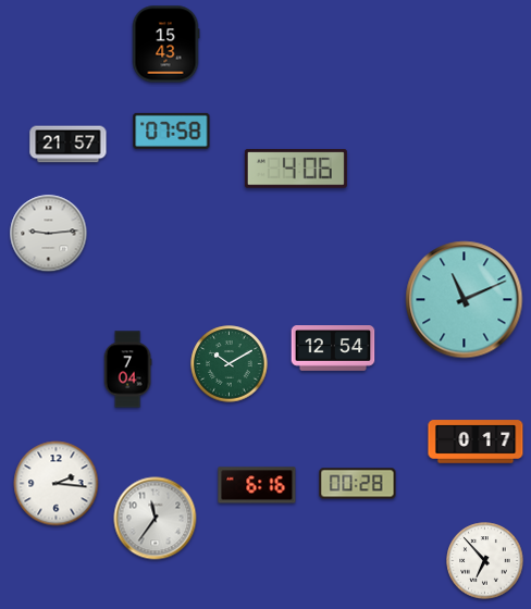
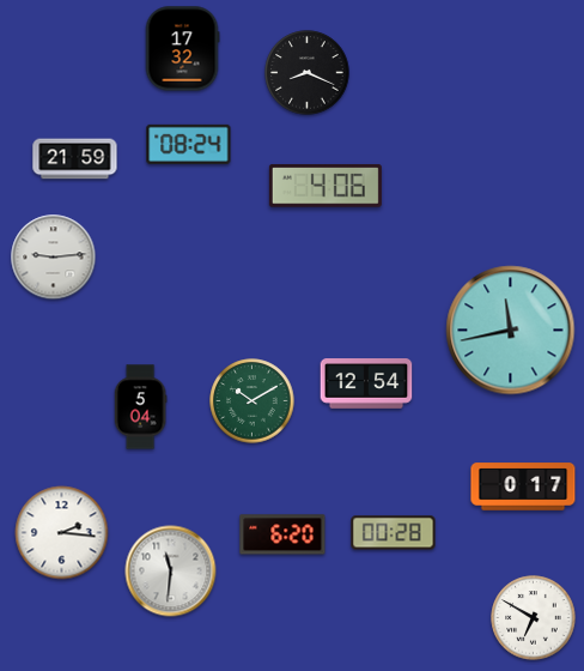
clock at (165, 45): 15:43 -> 17:32
clock at (308, 73): none -> 8:19
clock at (172, 130): 07:58 -> 08:24
clock at (69, 145): 21:57 -> 21:59
clock at (465, 300): 11:11 -> 11:43
clock at (127, 370): 7:04 -> 5:04
clock at (257, 485): 6:16 -> 6:20
clock at (156, 519): 11:36 -> 11:31
clock at (485, 561): 6:53 -> 6:50
